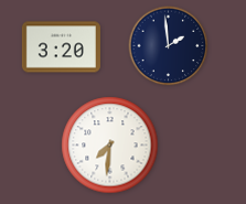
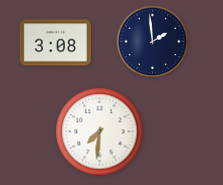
clock at (61, 47): 3:20 -> 3:08
